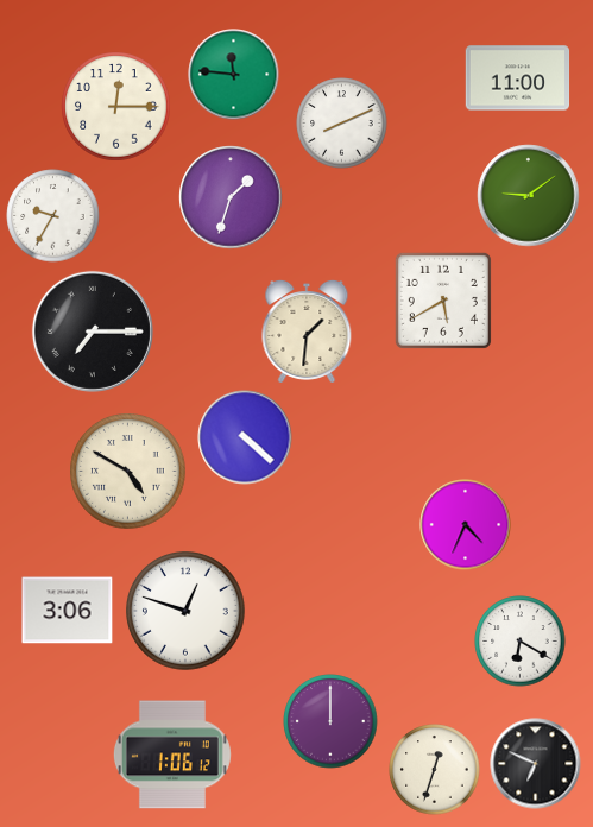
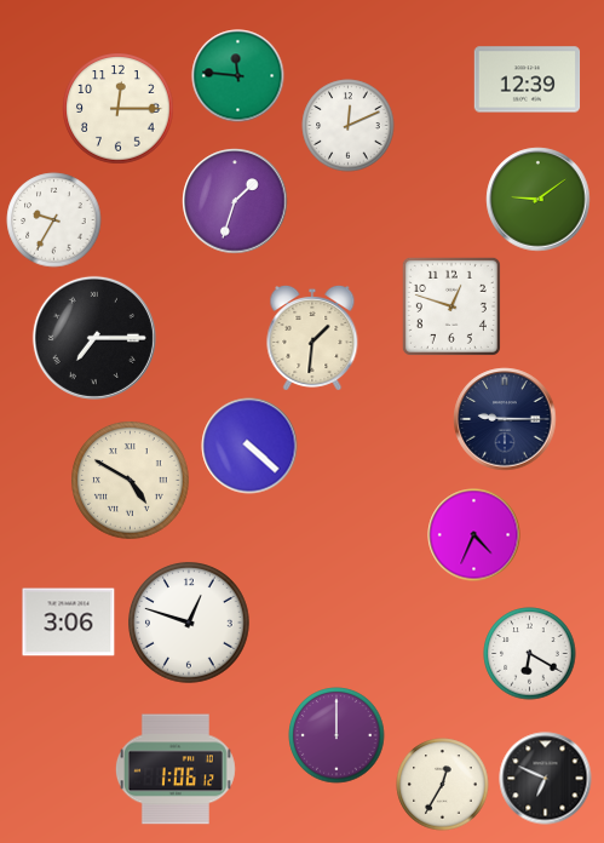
clock at (518, 78): 11:00 -> 12:39
clock at (342, 124): 8:11 -> 12:11
clock at (443, 301): 5:40 -> 12:48
clock at (505, 419): none -> 9:15
clock at (435, 770): 12:33 -> 12:35
